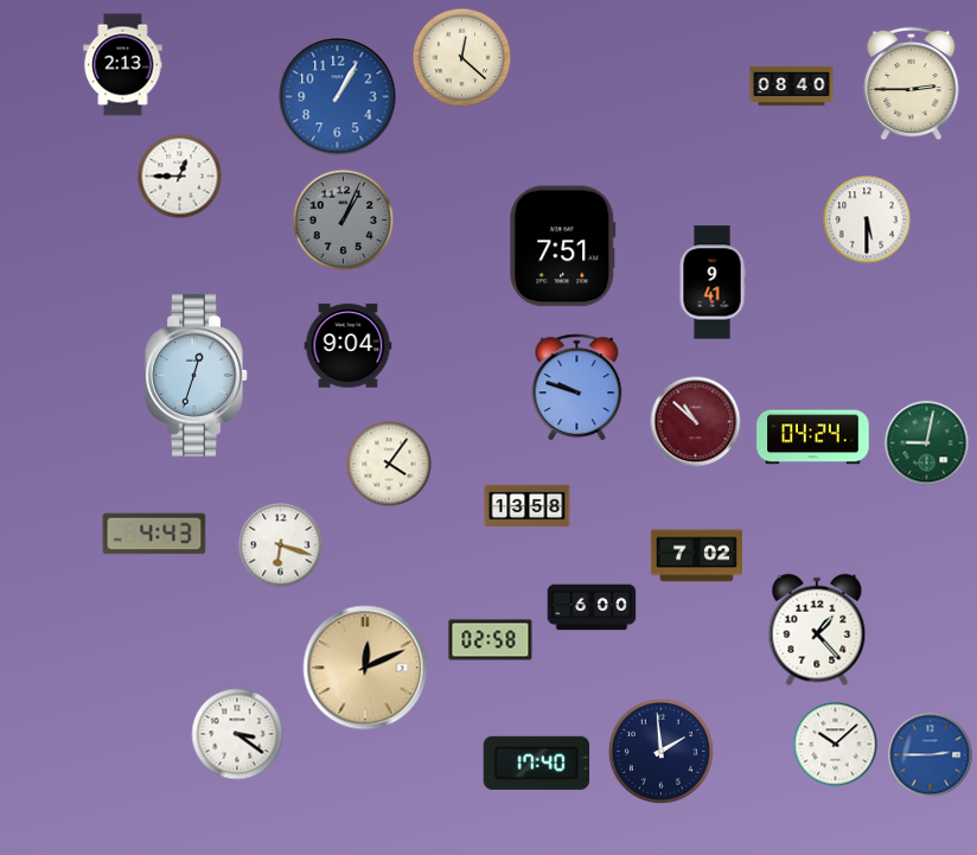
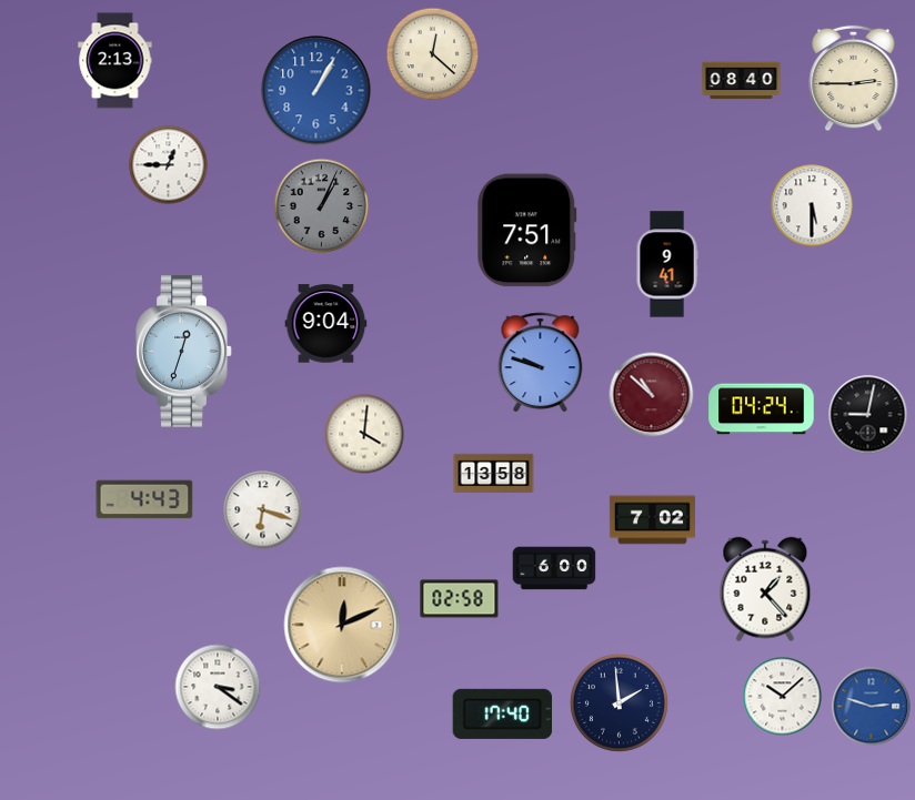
clock at (927, 444) dial: green -> black
clock at (389, 464): 4:06 -> 4:01
clock at (237, 734) position: (237, 734) -> (218, 687)
clock at (931, 755): 2:45 -> 2:48
